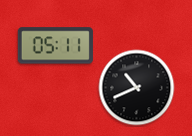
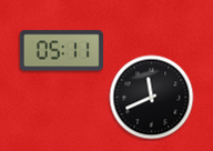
clock at (137, 88): 10:41 -> 11:41
